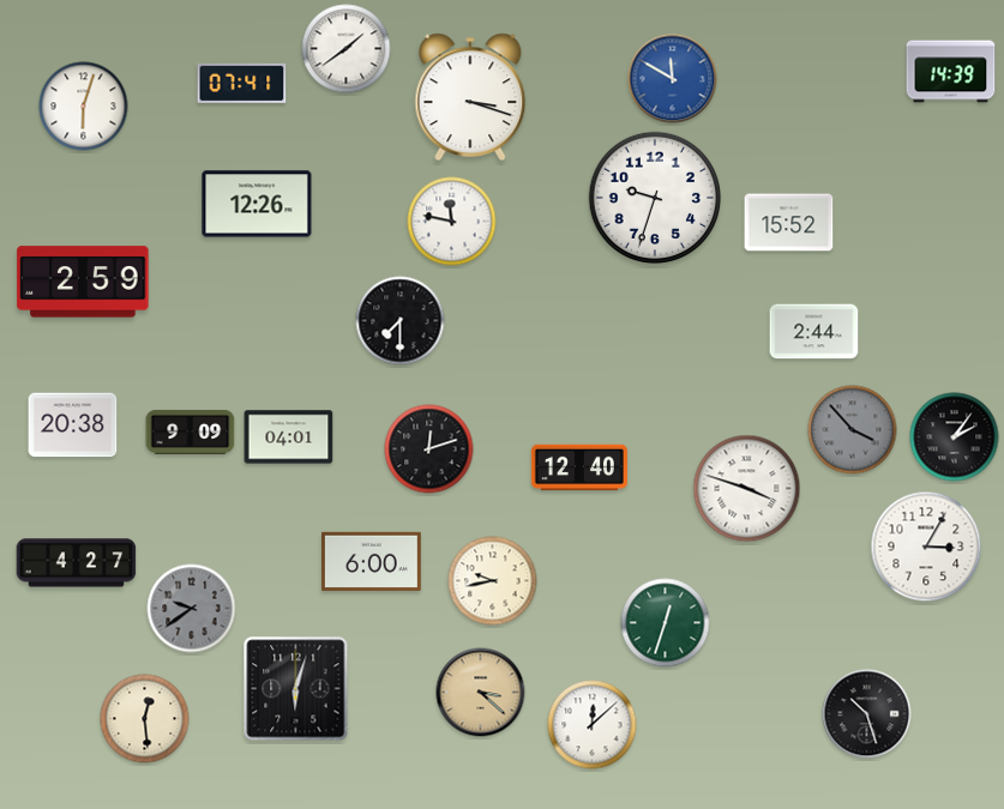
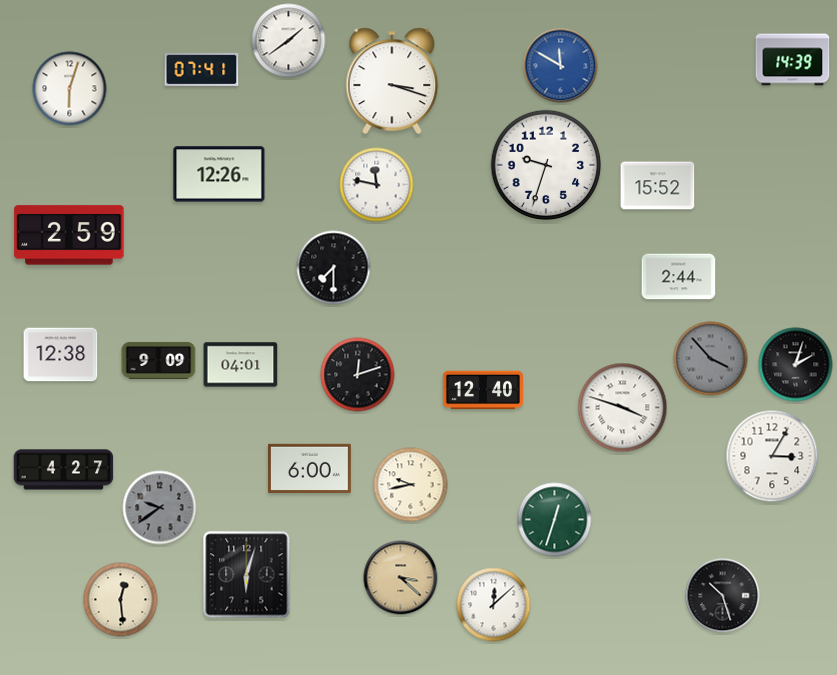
clock at (257, 204) position: (257, 204) -> (219, 174)
clock at (73, 425): 20:38 -> 12:38
clock at (955, 437): 2:06 -> 2:03
